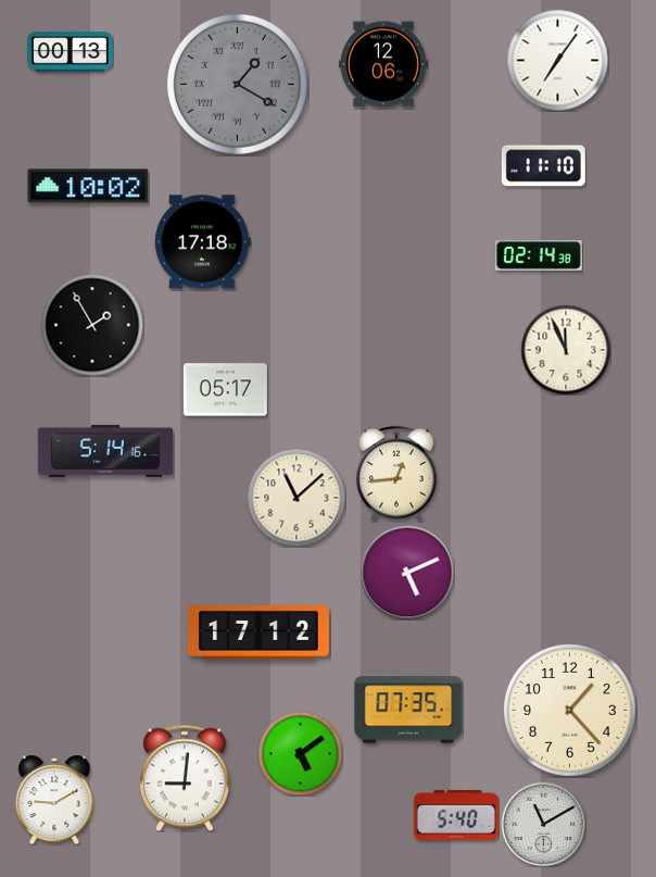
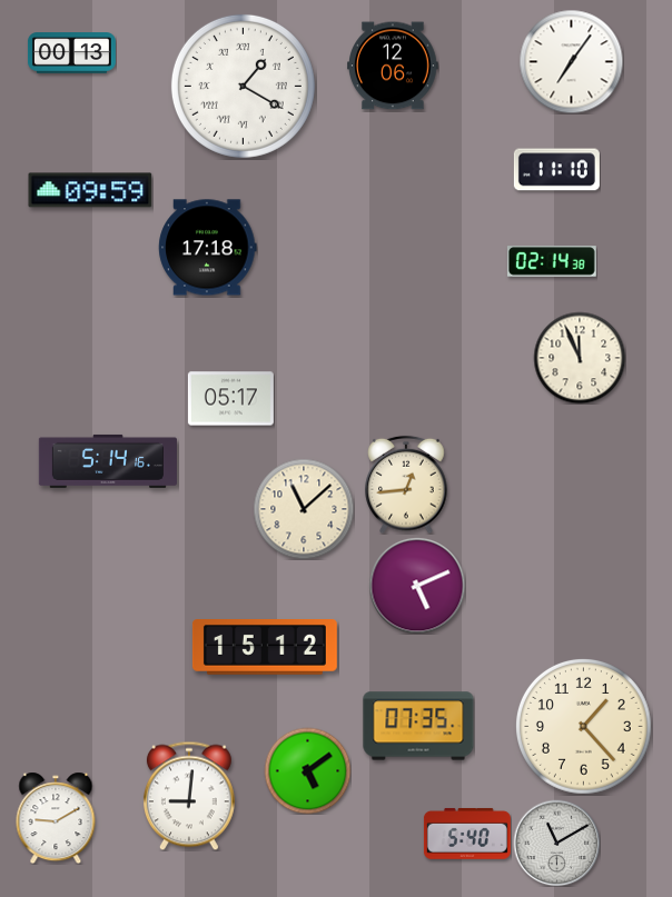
clock at (237, 84) dial: grey -> white
clock at (88, 186): 10:02 -> 09:59
clock at (92, 325): 1:55 -> none
clock at (258, 634): 17:12 -> 15:12
